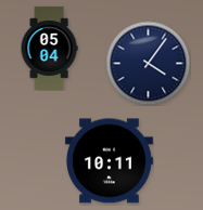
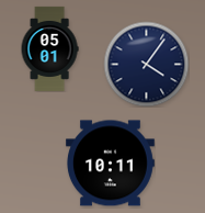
clock at (49, 48): 05:04 -> 05:01
clock at (148, 63) position: (148, 63) -> (146, 64)
